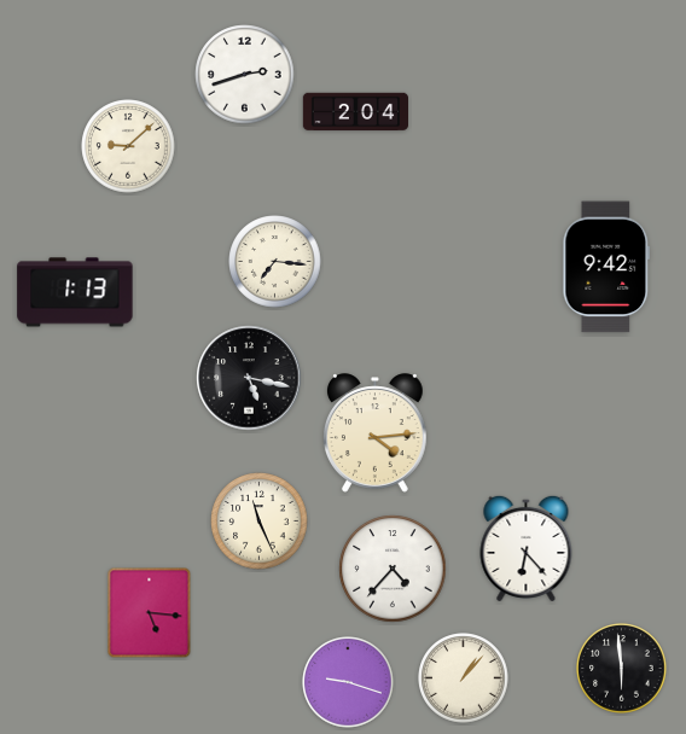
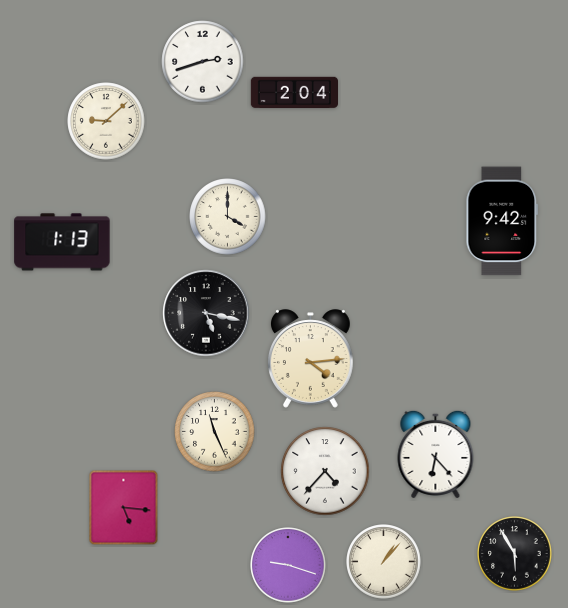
clock at (275, 262): 7:16 -> 4:00
clock at (622, 669): 5:59 -> 5:55
